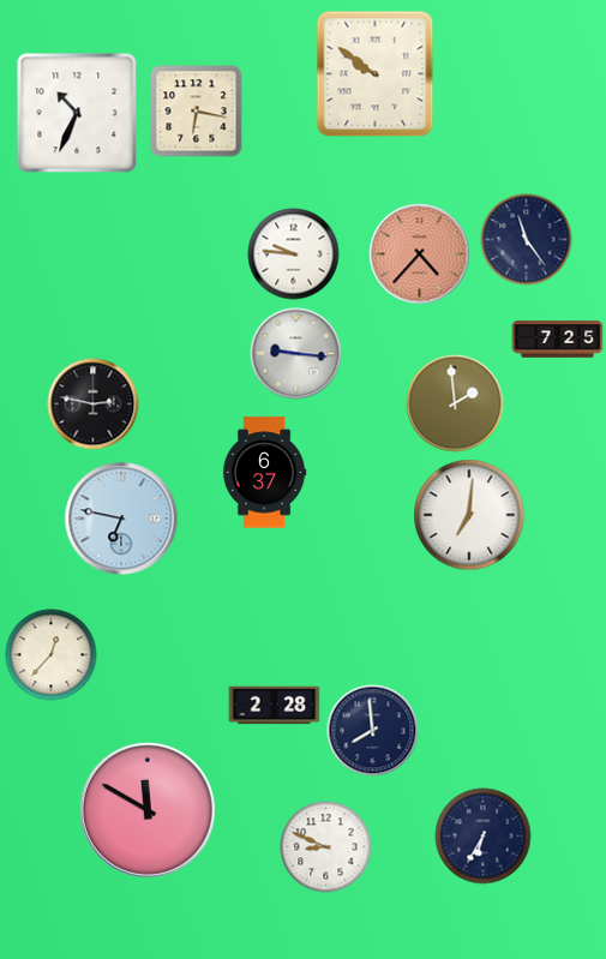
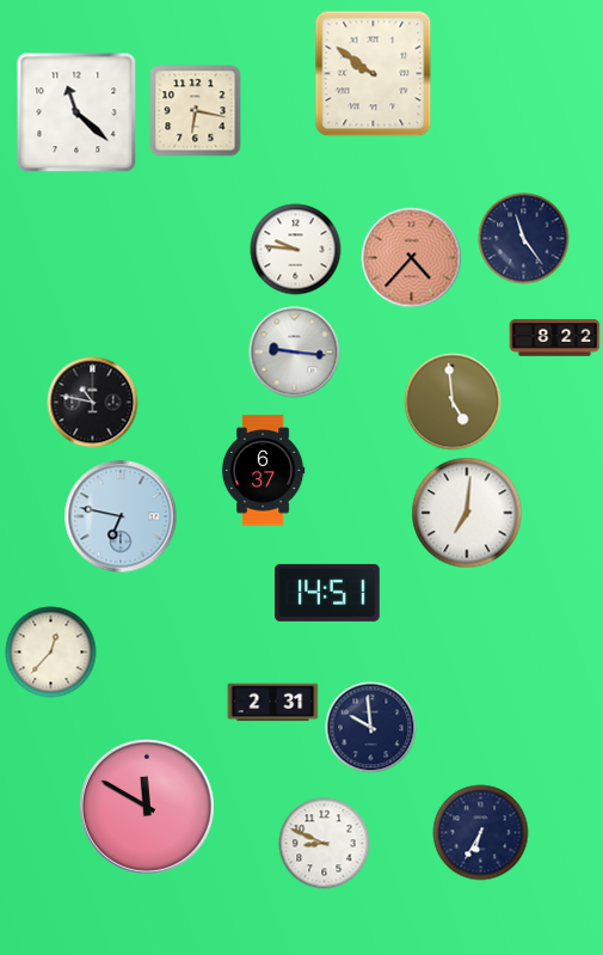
clock at (77, 113): 10:34 -> 11:22
clock at (294, 254) position: (294, 254) -> (296, 250)
clock at (420, 254) position: (420, 254) -> (412, 258)
clock at (558, 340): 7:25 -> 8:22
clock at (455, 403): 1:59 -> 4:59
clock at (94, 404): 2:47 -> 10:47
clock at (328, 593): none -> 14:51
clock at (275, 706): 2:28 -> 2:31
clock at (373, 731): 7:59 -> 9:59
